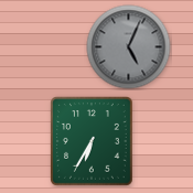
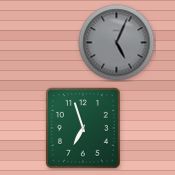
clock at (93, 142): 6:35 -> 6:57
